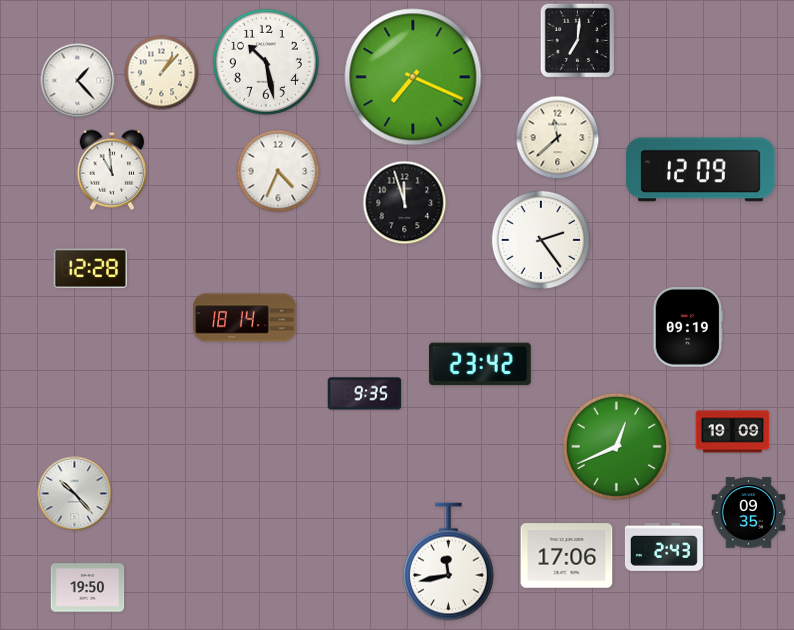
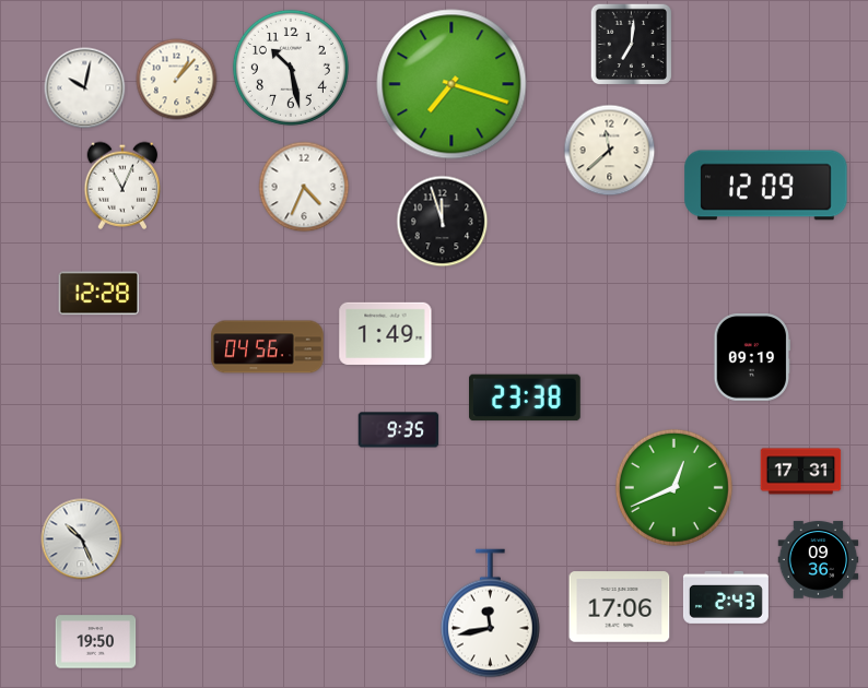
clock at (413, 77): 7:19 -> 7:18
clock at (78, 81): 1:23 -> 10:02
clock at (112, 170): 10:59 -> 11:04
clock at (540, 239): 2:24 -> none
clock at (386, 333): none -> 1:49
clock at (245, 318): 18:14 -> 04:56
clock at (481, 364): 23:42 -> 23:38
clock at (733, 432): 19:09 -> 17:31
clock at (75, 494): 10:23 -> 10:26
clock at (749, 513): 09:35 -> 09:36
